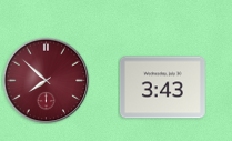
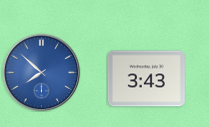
clock at (46, 80) dial: burgundy -> blue
